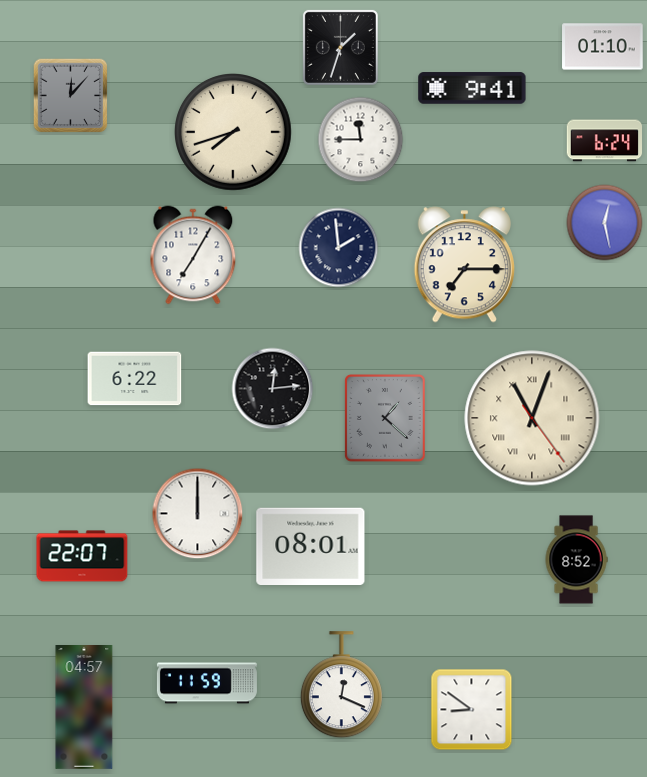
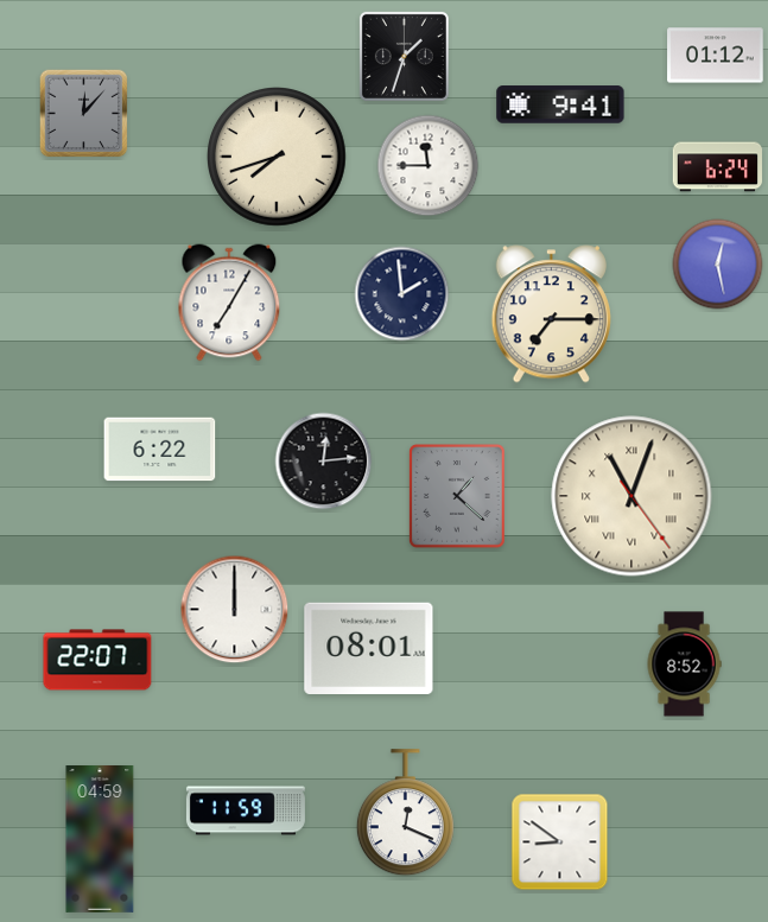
clock at (603, 47): 01:10 -> 01:12
clock at (84, 708): 04:57 -> 04:59
